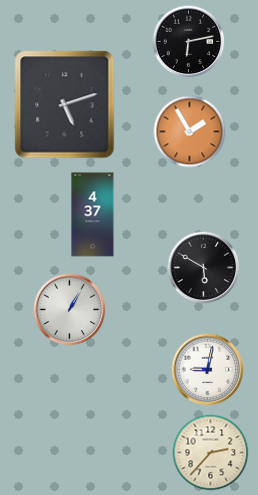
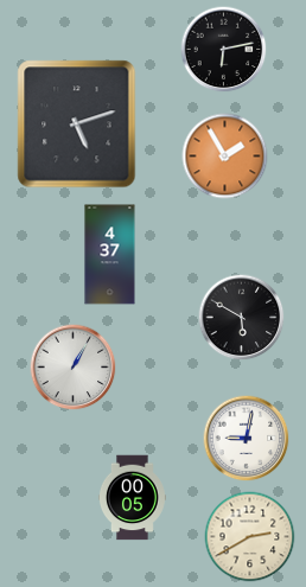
clock at (70, 310) position: (70, 310) -> (74, 368)
clock at (132, 498): none -> 00:05
clock at (211, 453): 2:37 -> 2:40
